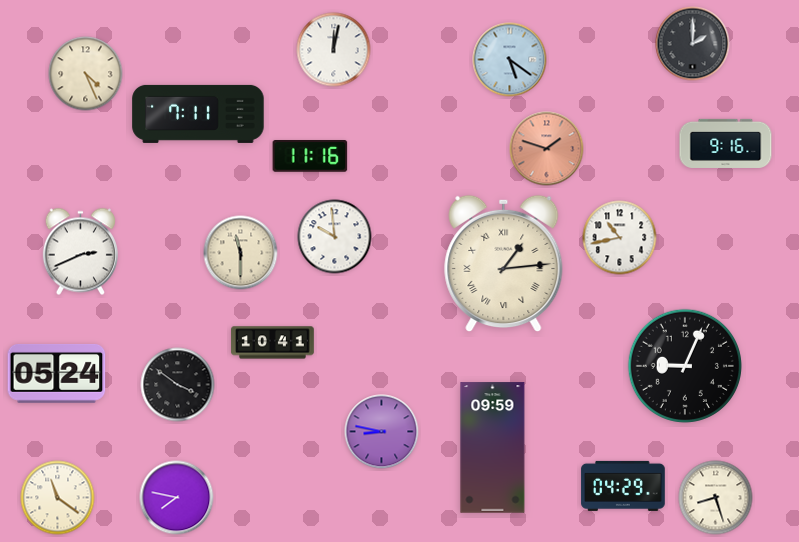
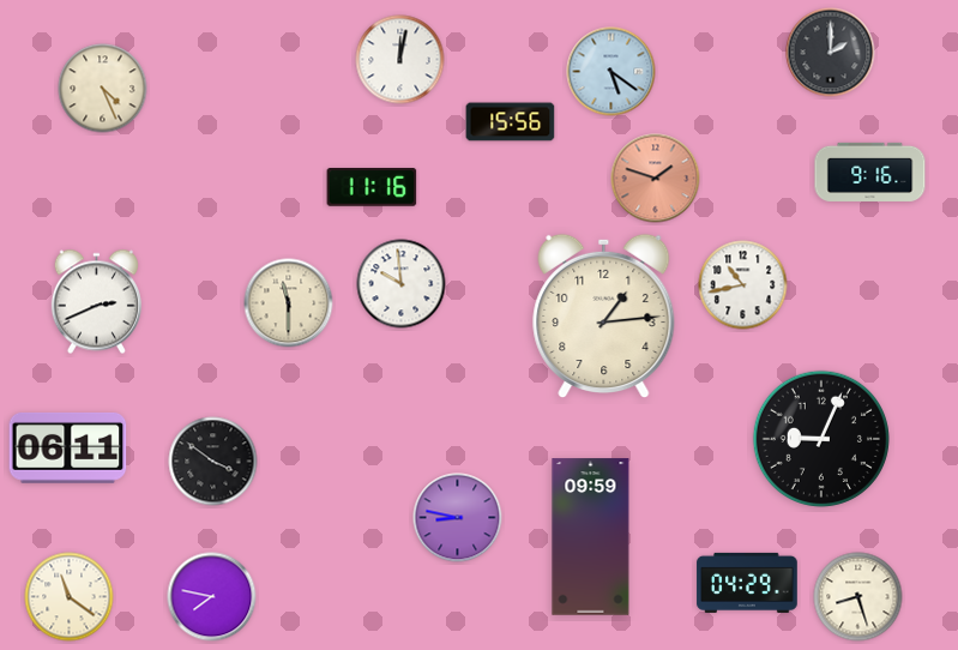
clock at (511, 122): none -> 15:56
clock at (198, 114): 7:11 -> none
clock at (504, 264) numerals: Roman -> Arabic
clock at (273, 343): 10:41 -> none
clock at (57, 373): 05:24 -> 06:11
